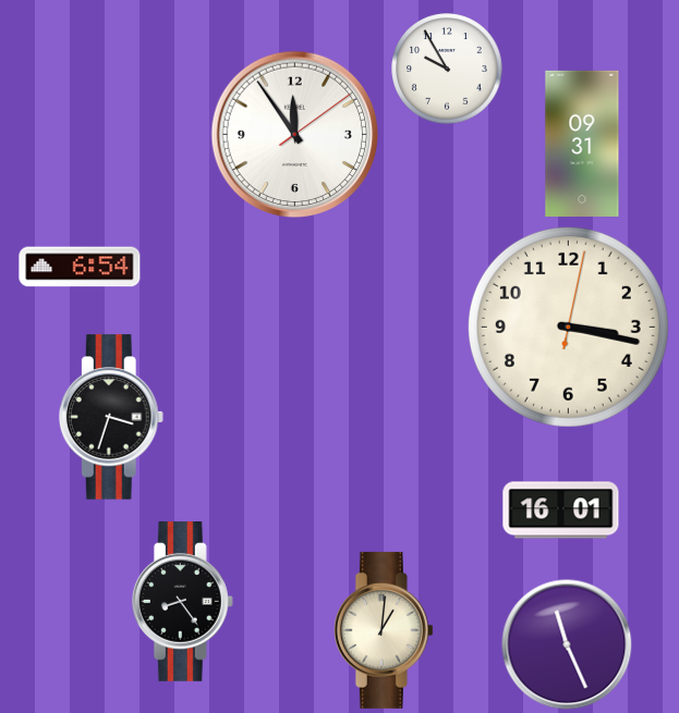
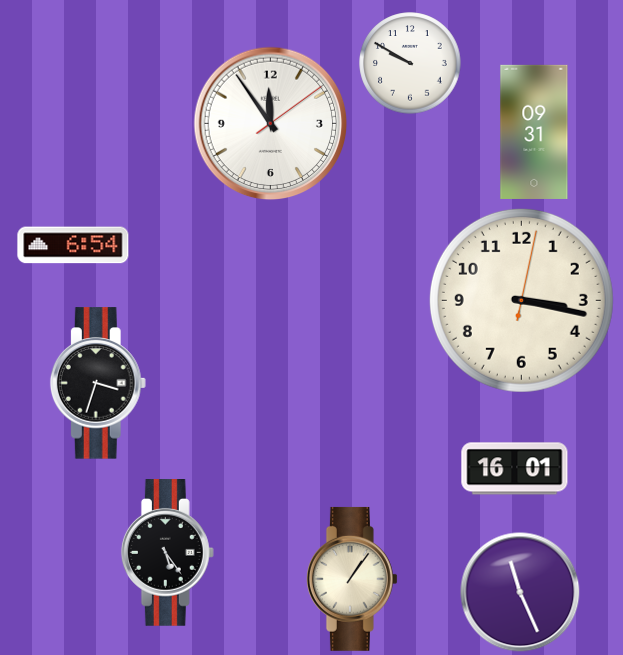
clock at (447, 69): 9:55 -> 9:50
clock at (111, 417) position: (111, 417) -> (98, 383)
clock at (182, 602): 8:24 -> 5:24
clock at (384, 630): 1:01 -> 1:06
